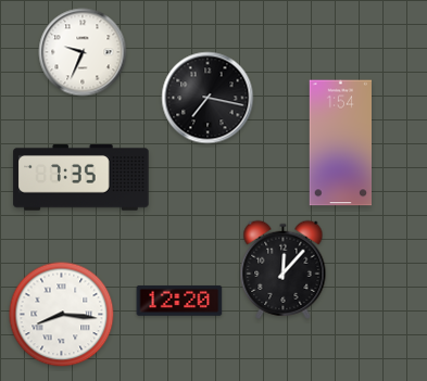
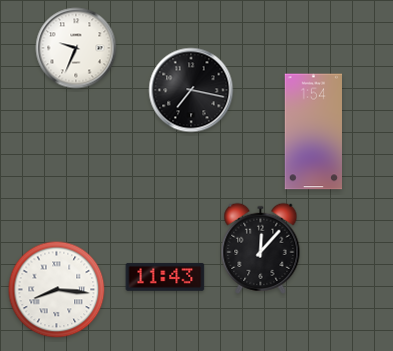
clock at (81, 178): 7:35 -> none
clock at (179, 301): 12:20 -> 11:43
